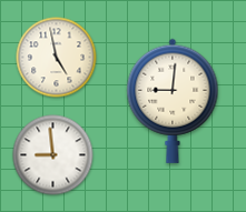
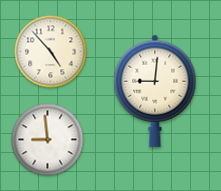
clock at (57, 58): 4:58 -> 4:53
